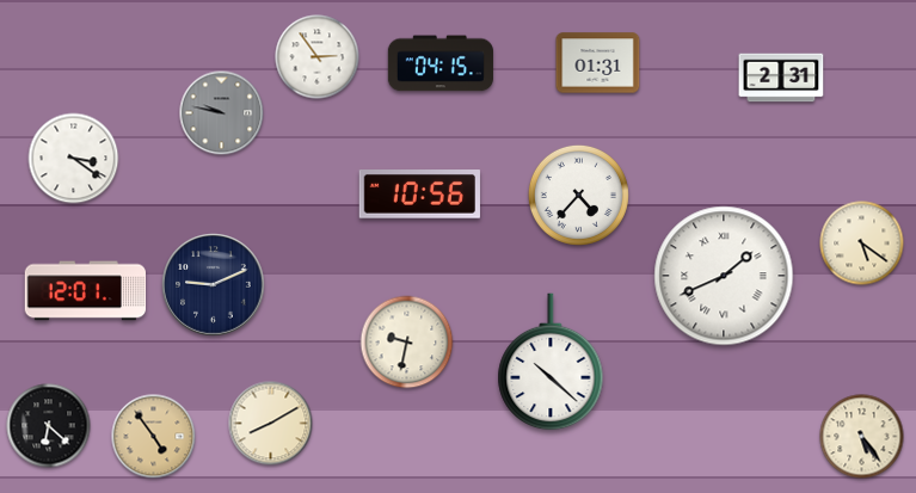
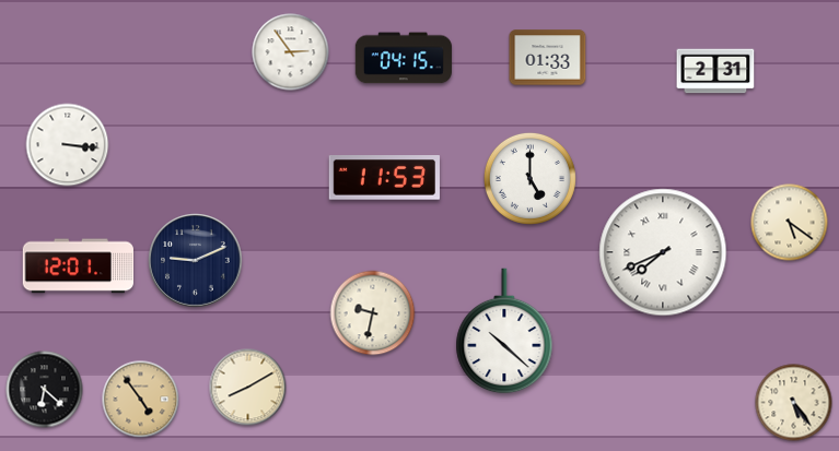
clock at (598, 63): 01:31 -> 01:33
clock at (222, 113): 9:47 -> none
clock at (74, 159): 3:21 -> 3:16
clock at (419, 195): 10:56 -> 11:53
clock at (578, 195): 4:37 -> 5:00
clock at (724, 276): 1:41 -> 7:41
clock at (862, 437) position: (862, 437) -> (794, 403)
